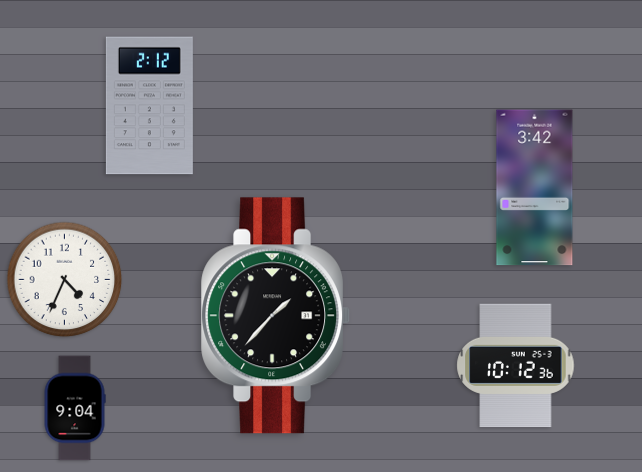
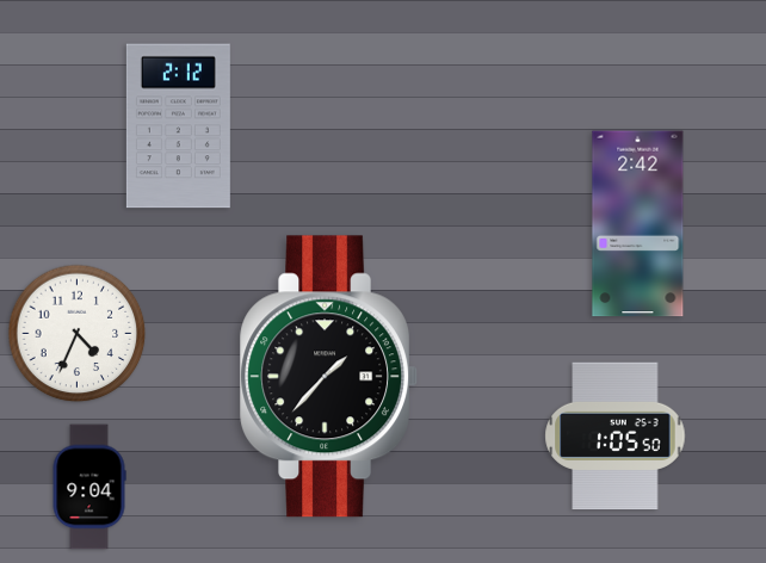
clock at (535, 188): 3:42 -> 2:42
clock at (516, 366): 10:12 -> 1:05
